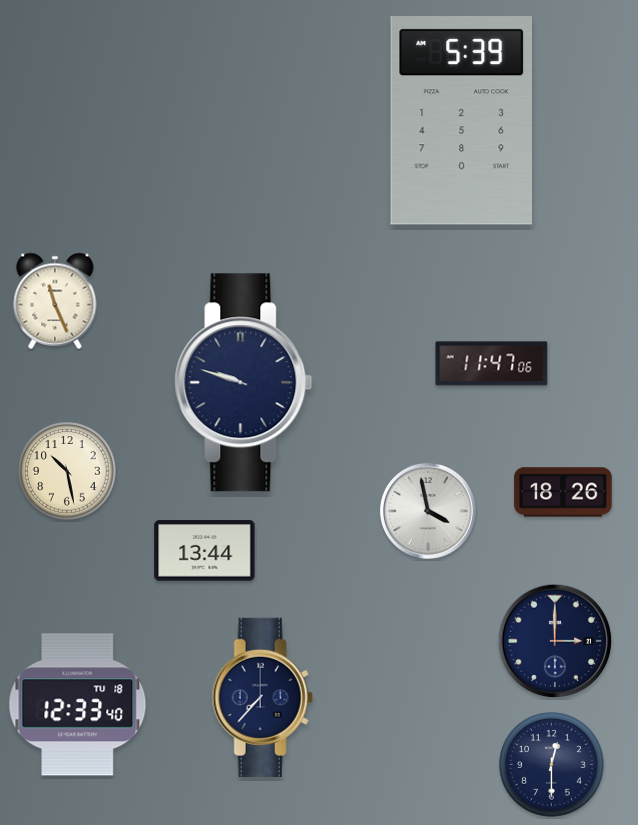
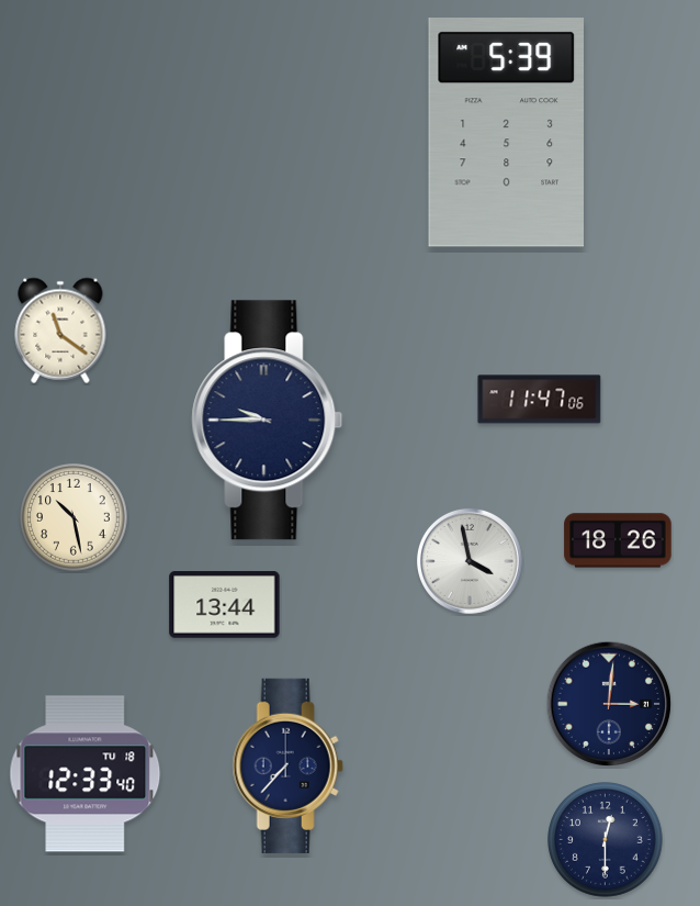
clock at (55, 301): 11:26 -> 11:21
clock at (244, 383): 9:48 -> 9:45
clock at (555, 641): 3:00 -> 3:01
